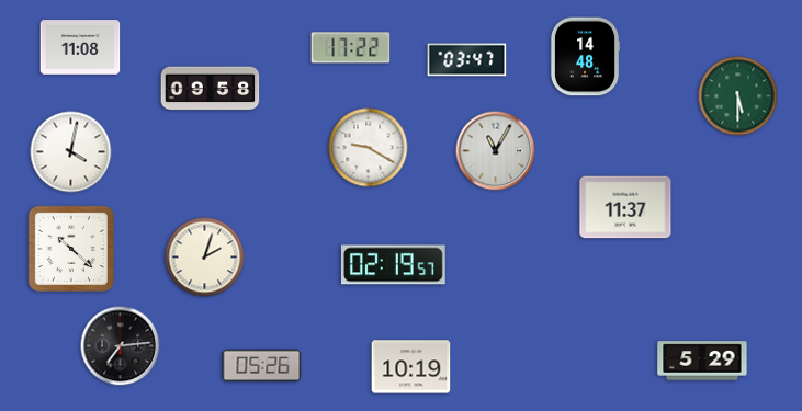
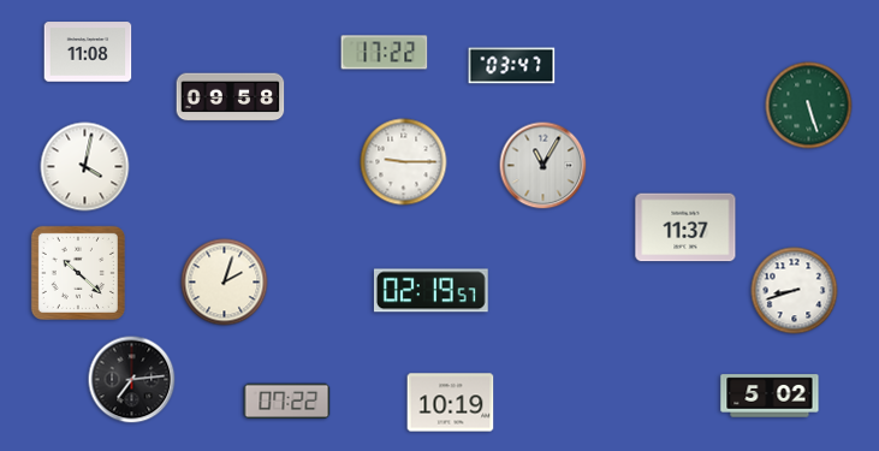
clock at (585, 57): 14:48 -> none
clock at (738, 96): 5:30 -> 5:27
clock at (369, 148): 9:20 -> 9:15
clock at (71, 152) position: (71, 152) -> (85, 167)
clock at (795, 291): none -> 8:42
clock at (702, 361): 5:29 -> 5:02
clock at (262, 366): 05:26 -> 07:22
